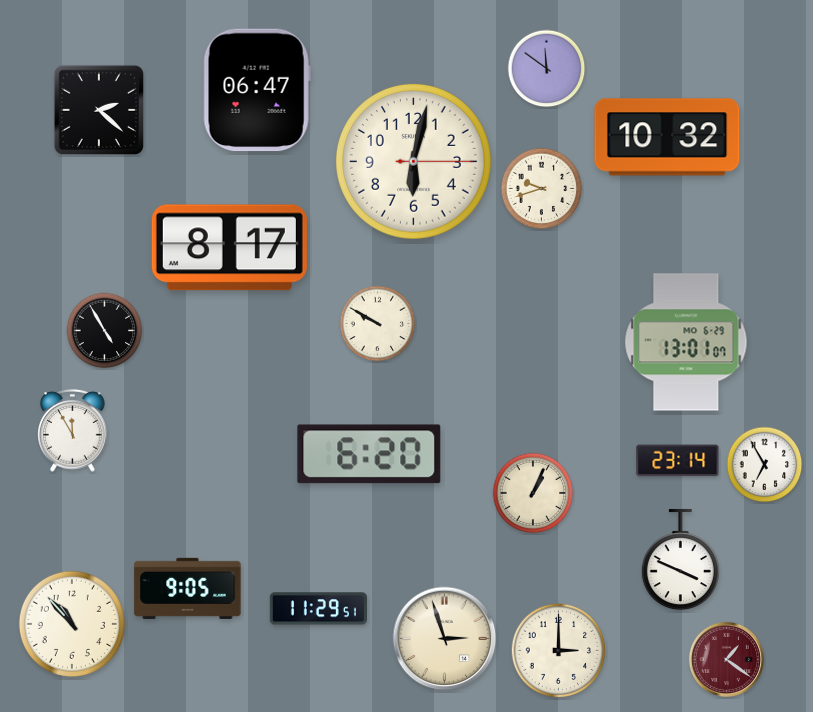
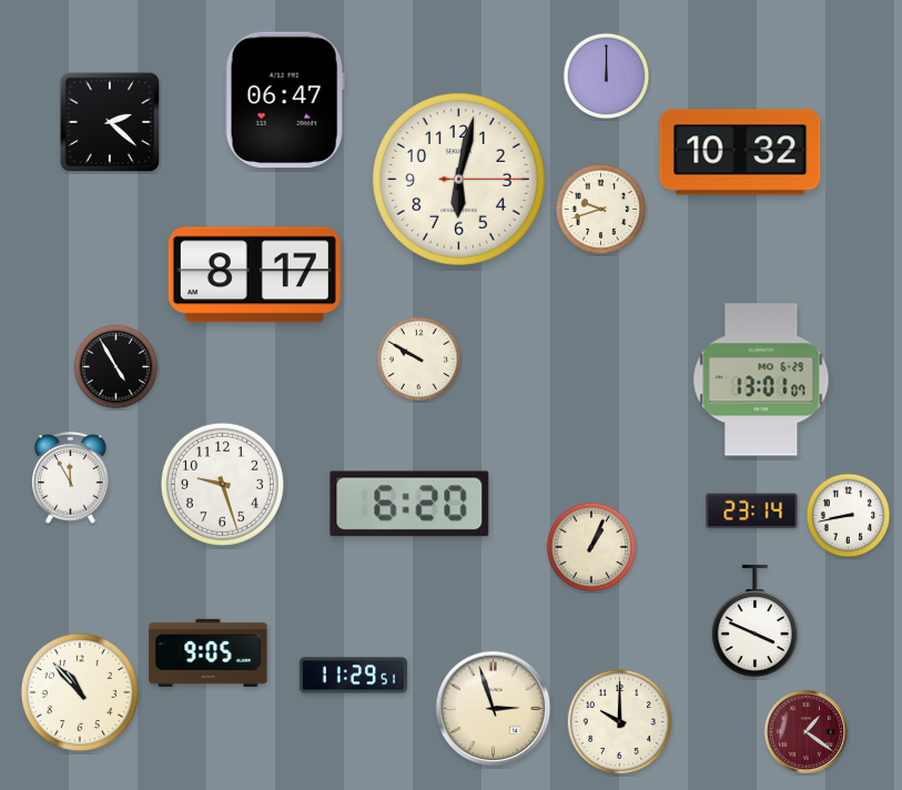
clock at (547, 69): 11:51 -> 12:00
clock at (73, 430) position: (73, 430) -> (71, 477)
clock at (222, 484): none -> 9:27
clock at (765, 465): 6:55 -> 8:43
clock at (558, 650): 3:00 -> 10:00
